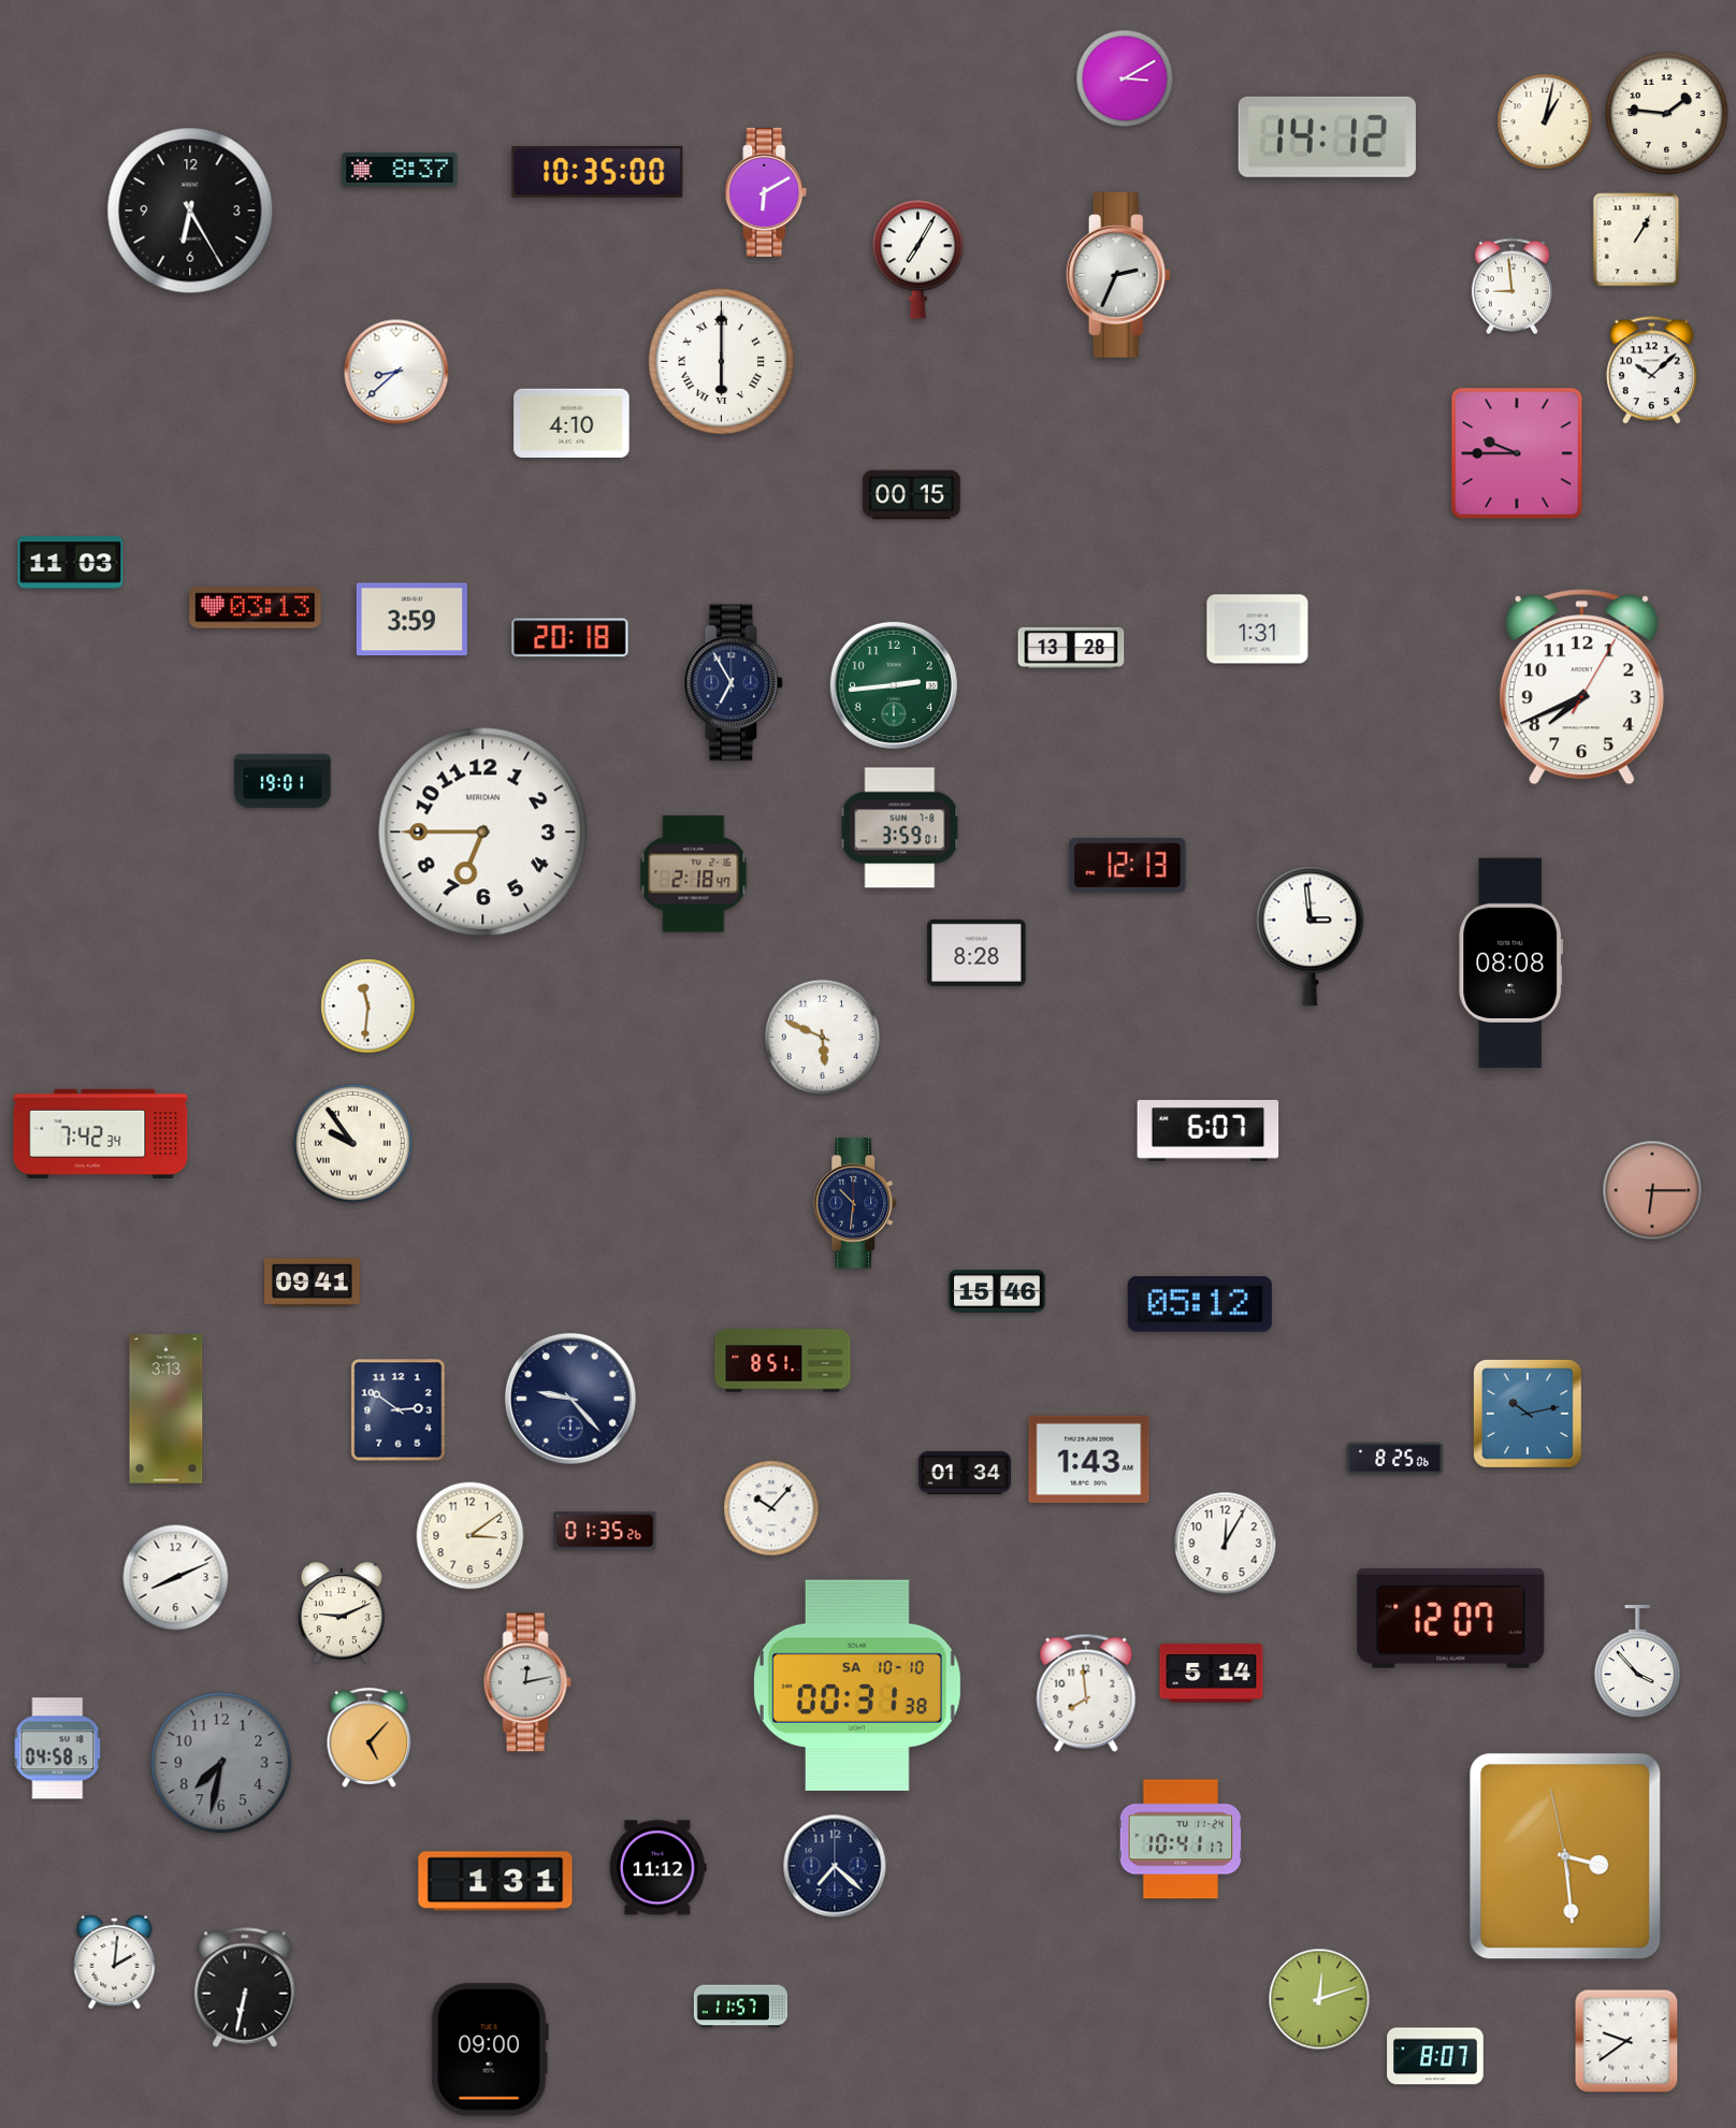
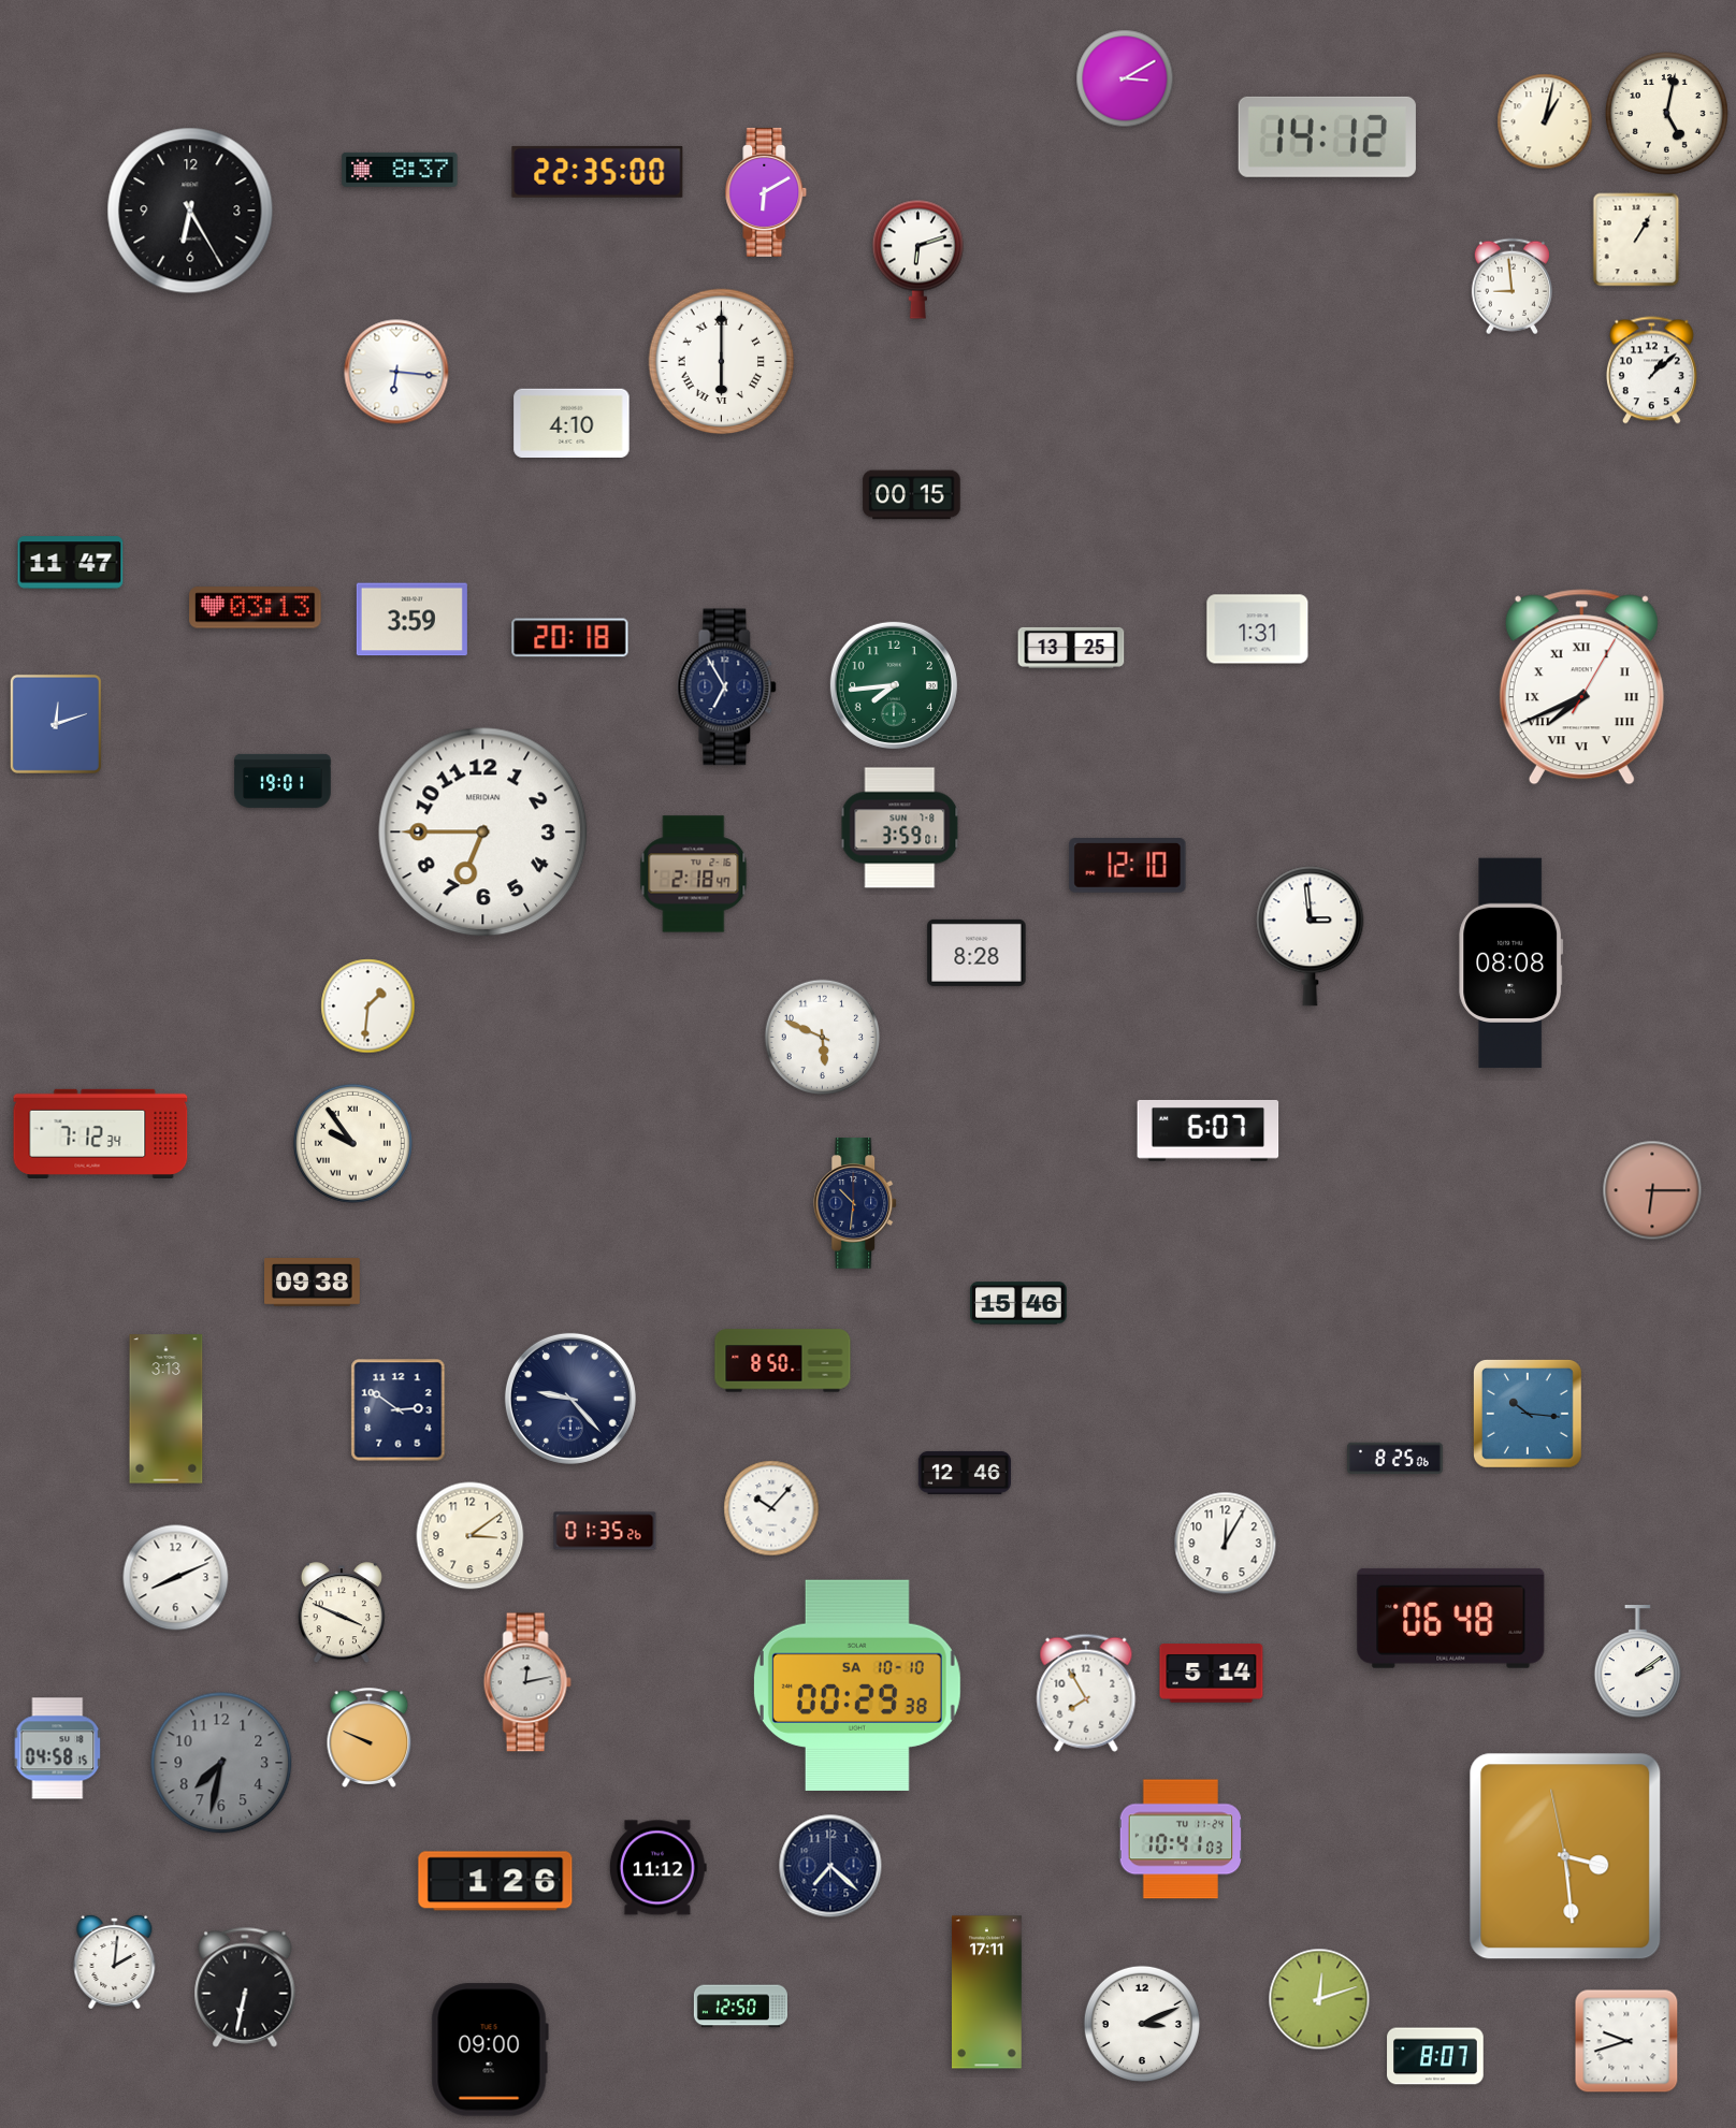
clock at (1667, 114): 1:46 -> 5:02
clock at (597, 172): 10:35 -> 22:35
clock at (917, 259): 7:05 -> 6:12
clock at (1118, 275): 2:34 -> none
clock at (1651, 371): 10:08 -> 1:08
clock at (396, 372): 8:38 -> 6:16
clock at (1517, 453): 9:45 -> none
clock at (71, 563): 11:03 -> 11:47
clock at (1071, 648): 13:28 -> 13:25
clock at (734, 683) position: (734, 683) -> (727, 687)
clock at (894, 685): 2:44 -> 7:44
clock at (1581, 687) numerals: Arabic -> Roman
clock at (56, 724): none -> 12:12
clock at (1128, 866): 12:13 -> 12:10
clock at (368, 1007): 11:31 -> 1:31
clock at (101, 1133): 7:42 -> 7:12
clock at (313, 1283): 09:41 -> 09:38
clock at (997, 1291) position: (997, 1291) -> (1018, 1303)
clock at (1200, 1304): 05:12 -> none
clock at (783, 1361): 8:51 -> 8:50
clock at (1528, 1414): 10:13 -> 10:16
clock at (1089, 1459): 1:43 -> none
clock at (964, 1473): 01:34 -> 12:46
clock at (342, 1613): 9:11 -> 3:49
clock at (1451, 1618): 12:07 -> 06:48
clock at (1638, 1662): 3:53 -> 2:09
clock at (857, 1685): 00:31 -> 00:29
clock at (1086, 1693): 7:59 -> 7:55
clock at (370, 1737): 5:07 -> 9:49
clock at (1181, 1839): 10:41:17 -> 10:41:03
clock at (835, 1866) position: (835, 1866) -> (830, 1866)
clock at (495, 1881): 1:31 -> 1:26
clock at (987, 1993): none -> 17:11
clock at (740, 2007): 11:57 -> 12:50
clock at (1142, 2024): none -> 3:11
clock at (1626, 2041): 9:39 -> 9:42
